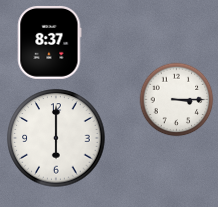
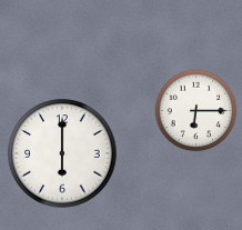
clock at (49, 42): 8:37 -> none
clock at (177, 100): 3:15 -> 6:15
